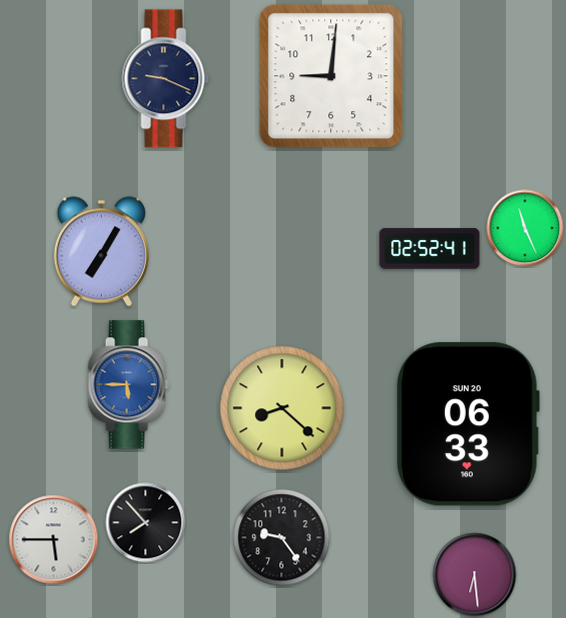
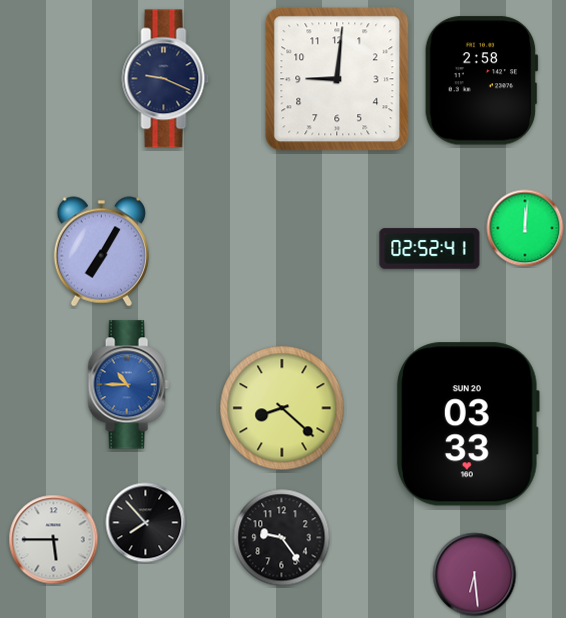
clock at (331, 76) position: (331, 76) -> (337, 79)
clock at (481, 81): none -> 2:58
clock at (525, 228): 11:26 -> 12:01
clock at (128, 385): 5:45 -> 10:45
clock at (468, 424): 06:33 -> 03:33
